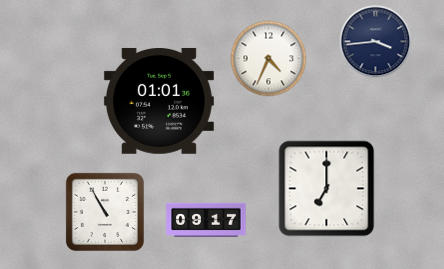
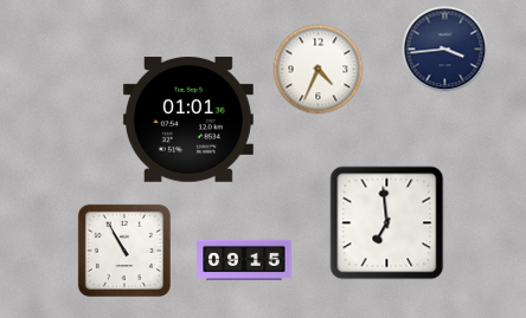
clock at (327, 189): 7:00 -> 6:59
clock at (206, 220): 09:17 -> 09:15
